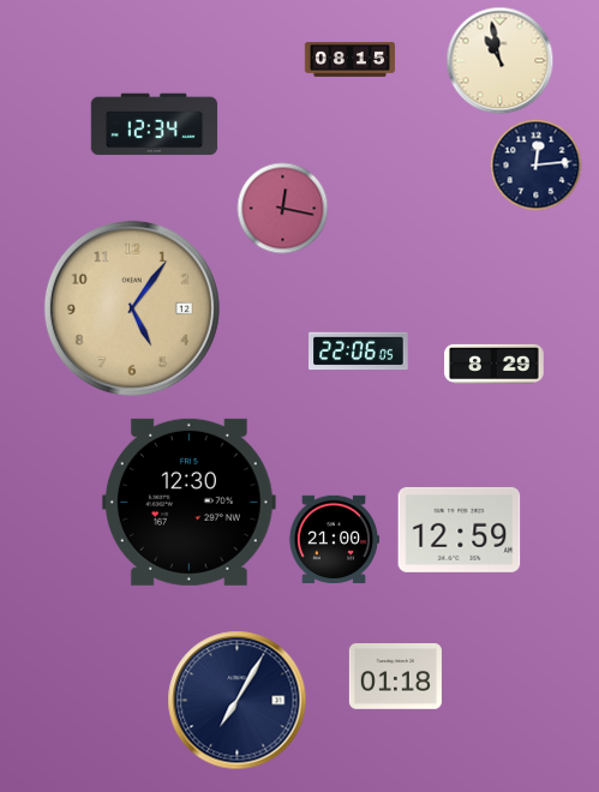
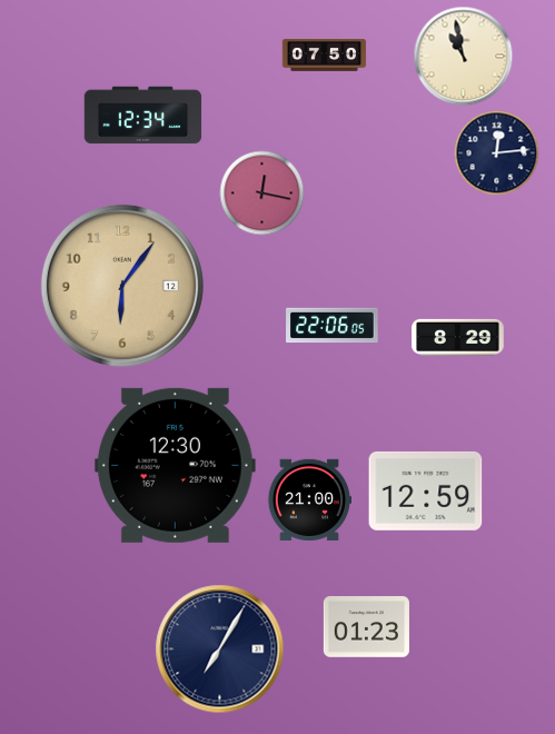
clock at (351, 59): 08:15 -> 07:50
clock at (132, 308): 5:06 -> 6:06
clock at (395, 677): 01:18 -> 01:23
